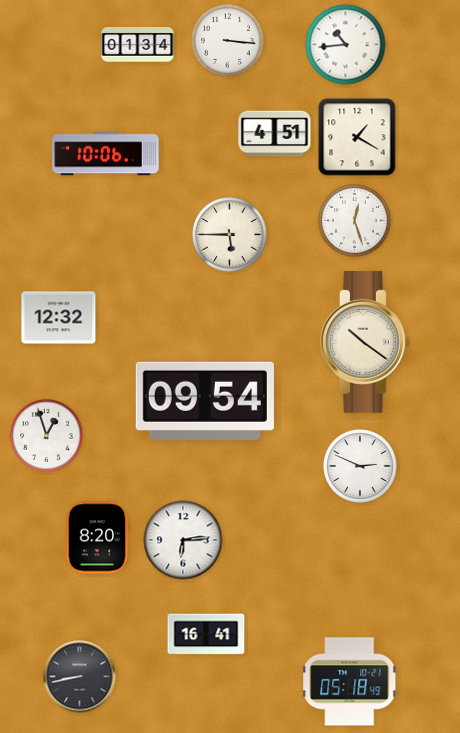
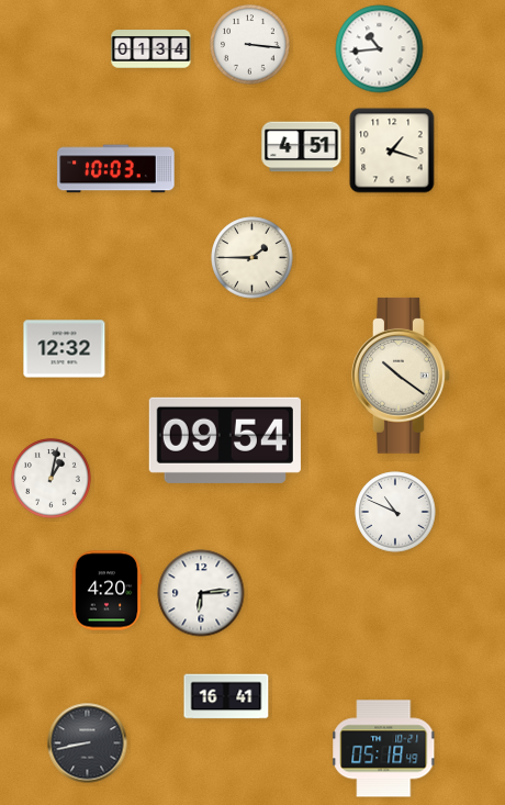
clock at (357, 137): 1:20 -> 1:18
clock at (106, 154): 10:06 -> 10:03
clock at (355, 221): 12:27 -> none
clock at (230, 235): 5:45 -> 1:45
clock at (47, 436): 12:57 -> 1:02
clock at (360, 466): 2:49 -> 10:49
clock at (97, 538): 8:20 -> 4:20
